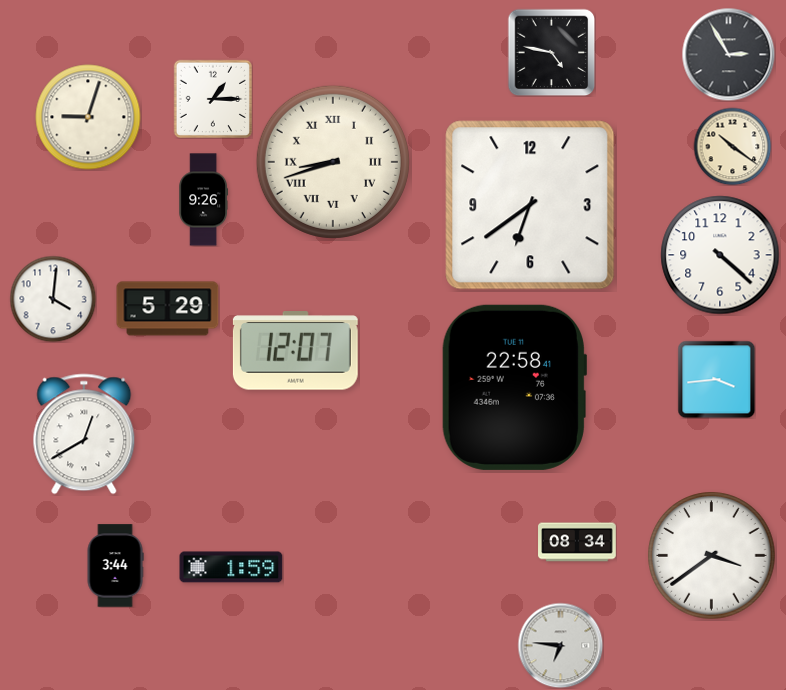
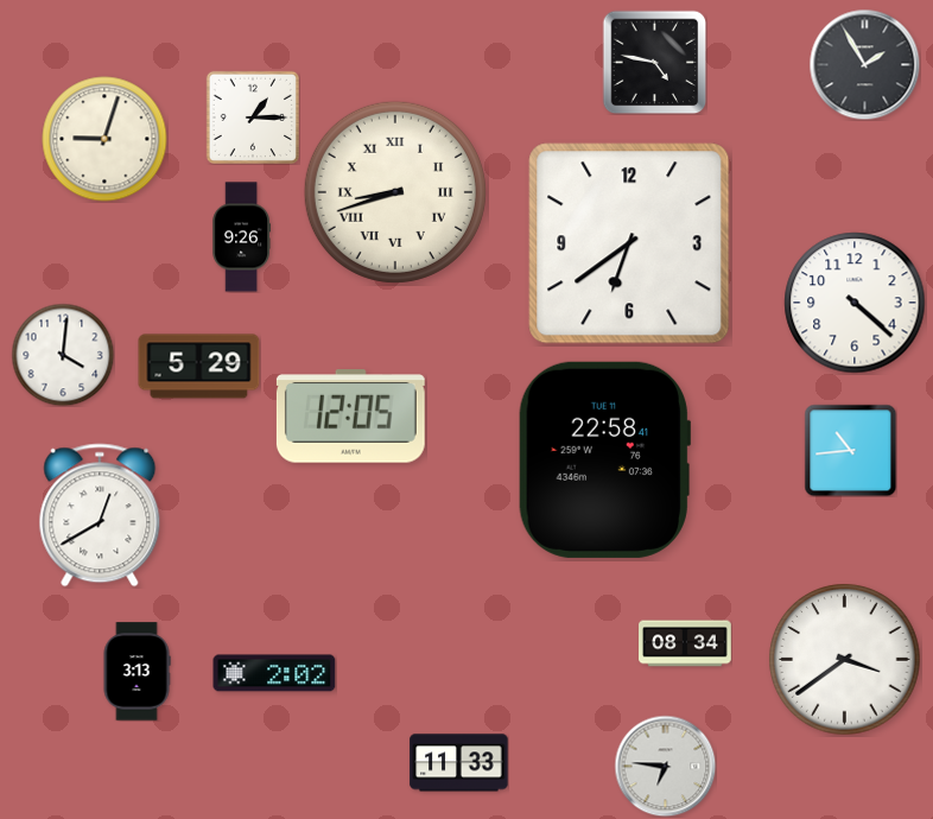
clock at (728, 54): 2:55 -> 1:55
clock at (732, 146): 10:21 -> none
clock at (295, 351): 12:07 -> 12:05
clock at (716, 379): 3:44 -> 10:44
clock at (514, 387) position: (514, 387) -> (604, 459)
clock at (115, 566): 3:44 -> 3:13
clock at (231, 567): 1:59 -> 2:02
clock at (459, 763): none -> 11:33
